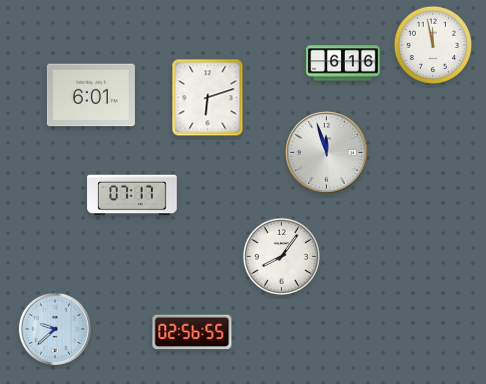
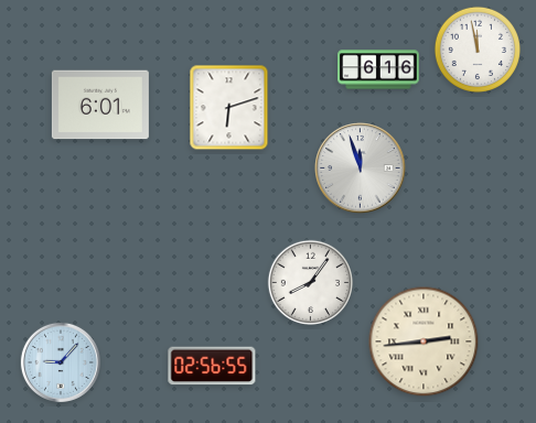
clock at (132, 195): 07:17 -> none
clock at (424, 341): none -> 2:44
clock at (55, 329): 9:38 -> 9:07
